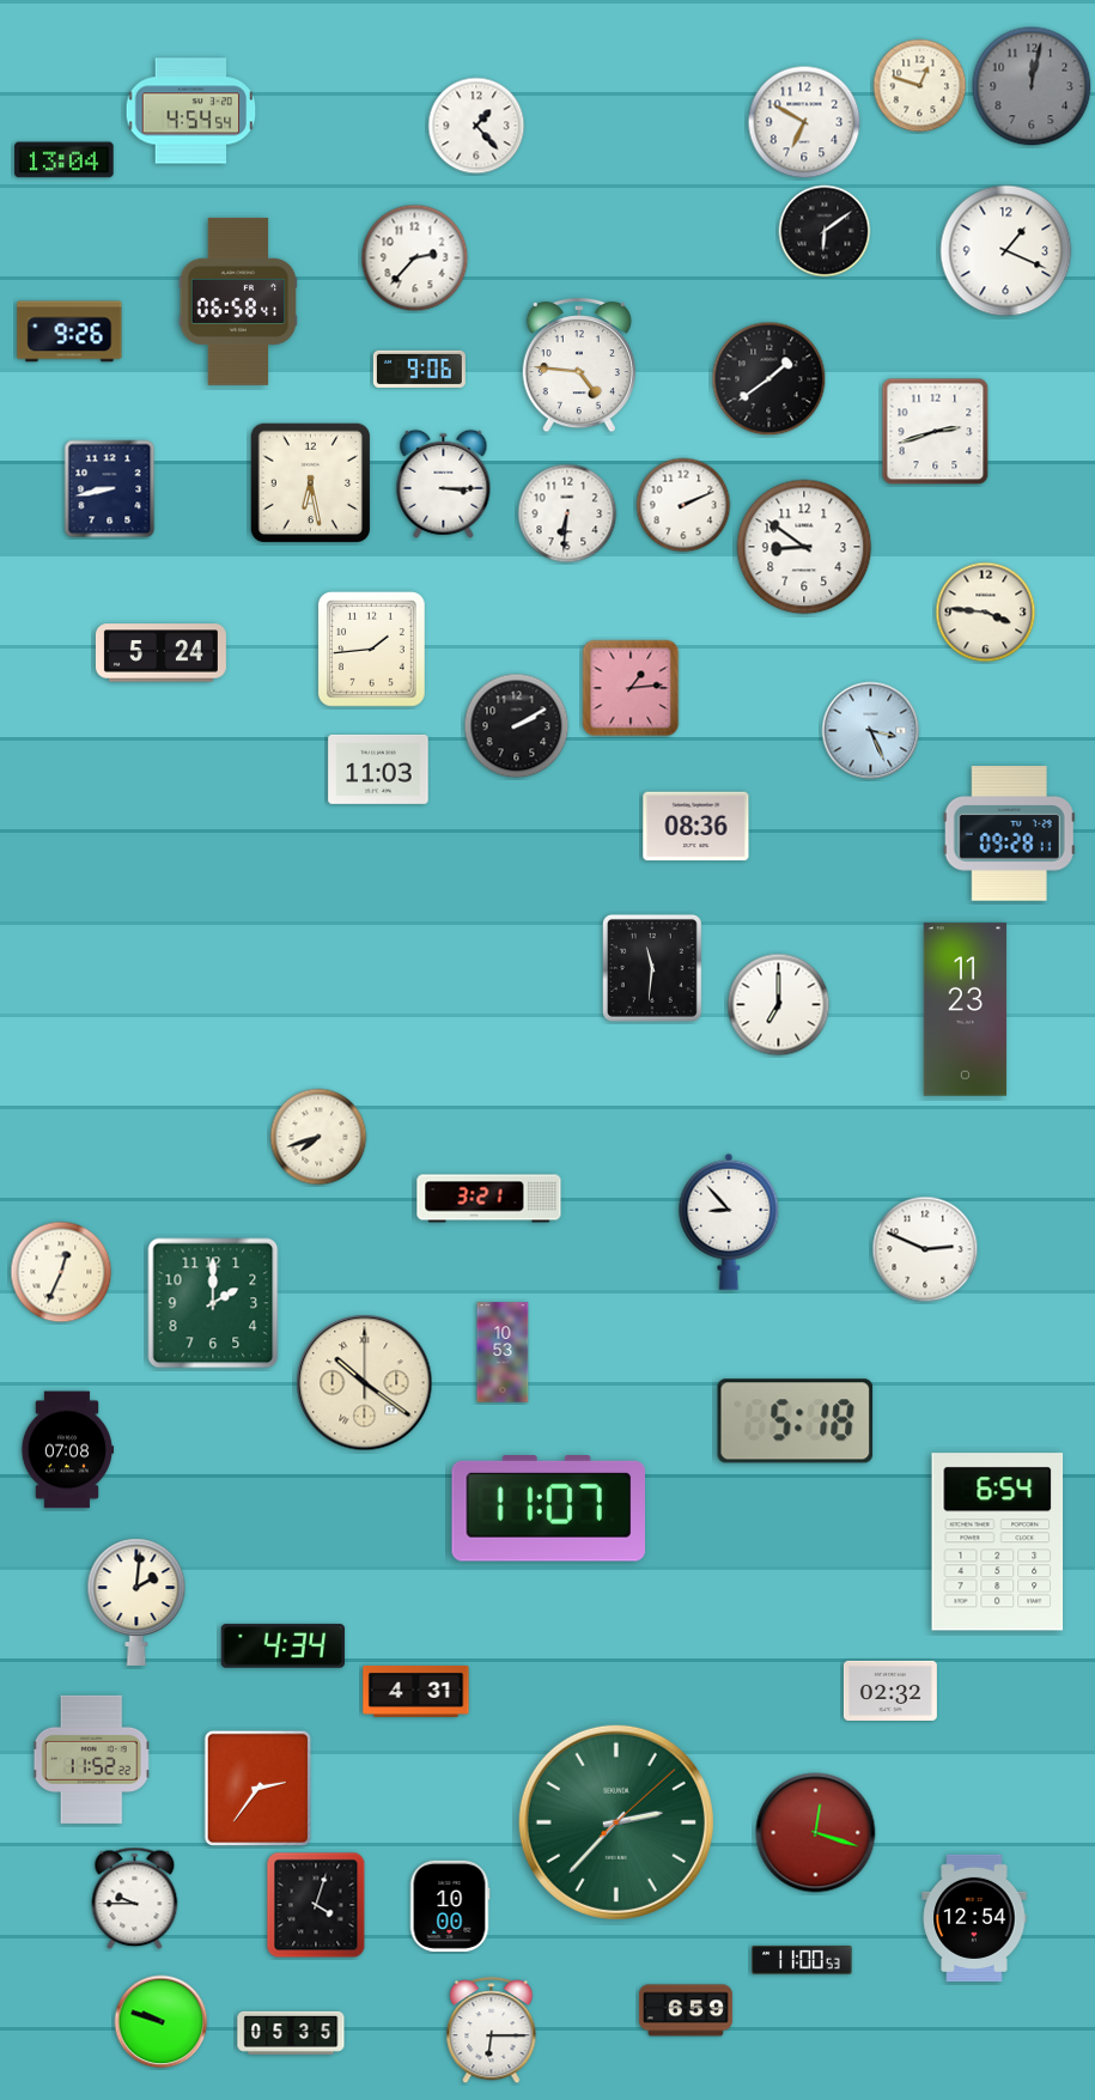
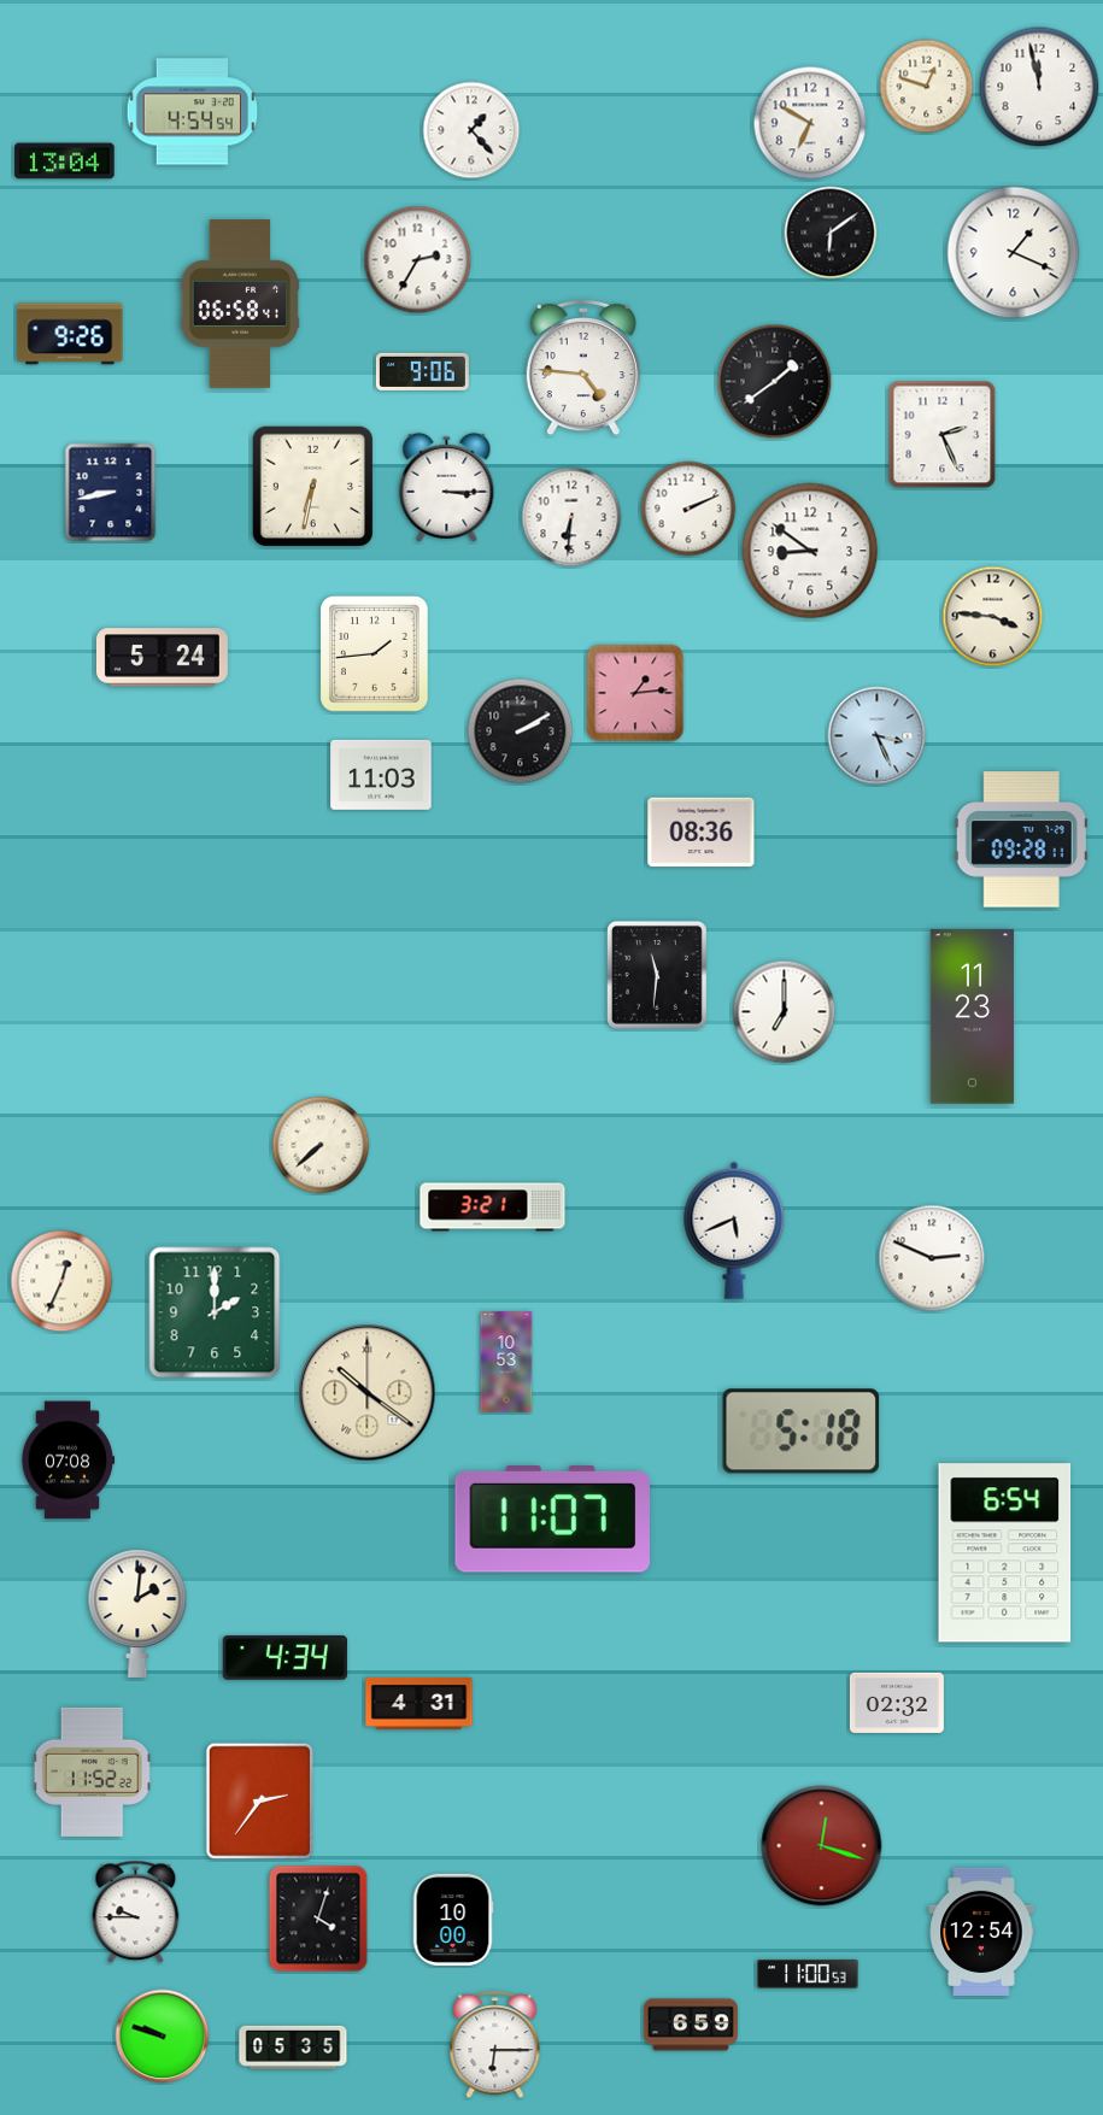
clock at (1032, 86): 12:02 -> 11:58
clock at (1032, 86) dial: grey -> white
clock at (476, 126) position: (476, 126) -> (471, 130)
clock at (415, 258): 2:37 -> 2:35
clock at (936, 432): 2:42 -> 2:26
clock at (310, 482): 6:28 -> 6:32
clock at (1009, 834) position: (1009, 834) -> (1021, 840)
clock at (318, 1137): 7:42 -> 7:38
clock at (729, 1222): 8:53 -> 5:41
clock at (616, 1822): 2:37 -> none
